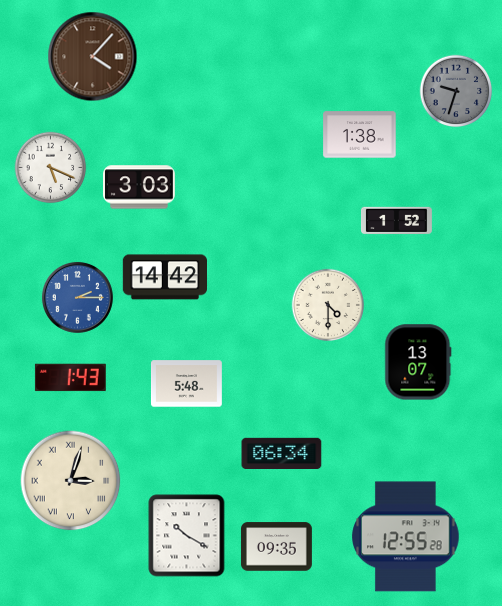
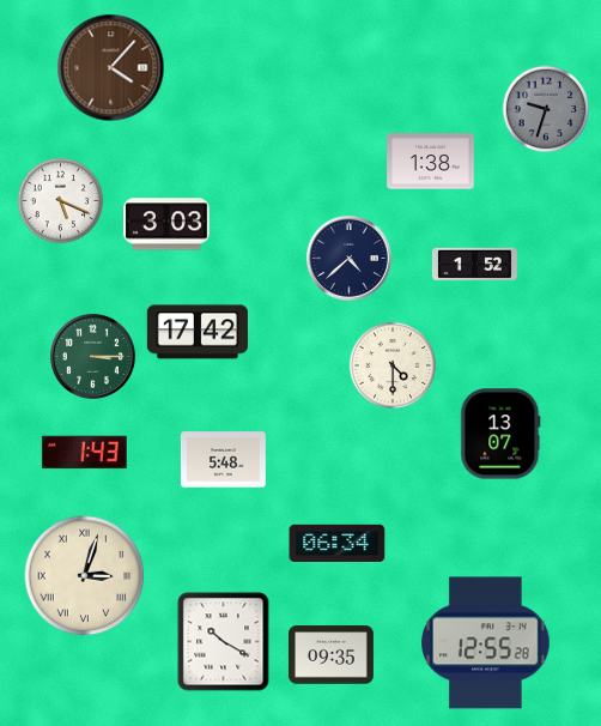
clock at (348, 258): none -> 4:38
clock at (164, 277): 14:42 -> 17:42
clock at (77, 297): 2:15 -> 3:15
clock at (77, 297) dial: blue -> green
